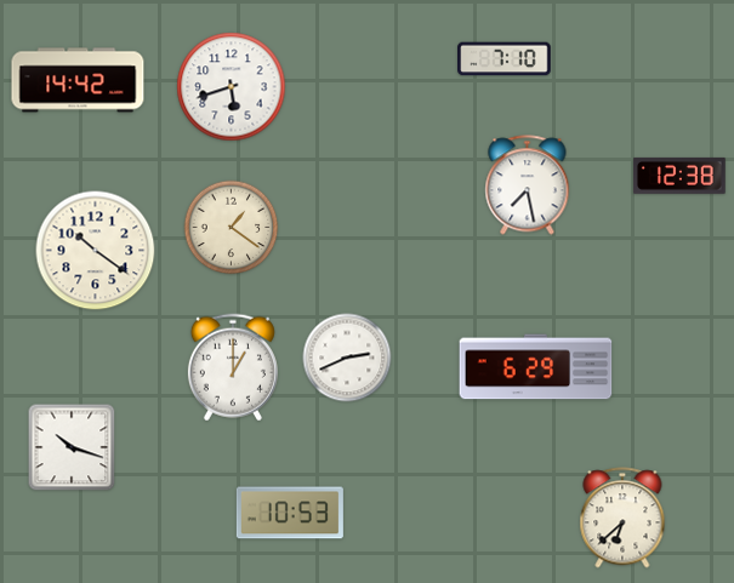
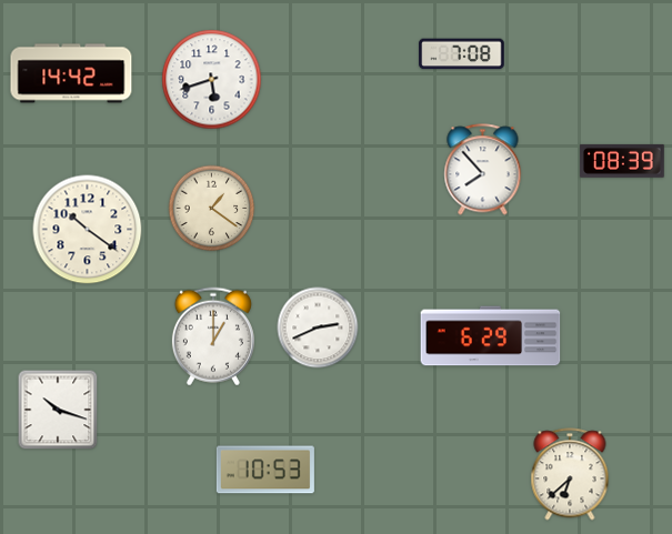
clock at (505, 59): 7:10 -> 7:08
clock at (681, 176): 12:38 -> 08:39
clock at (528, 185): 7:28 -> 7:53
clock at (72, 447) position: (72, 447) -> (58, 410)
